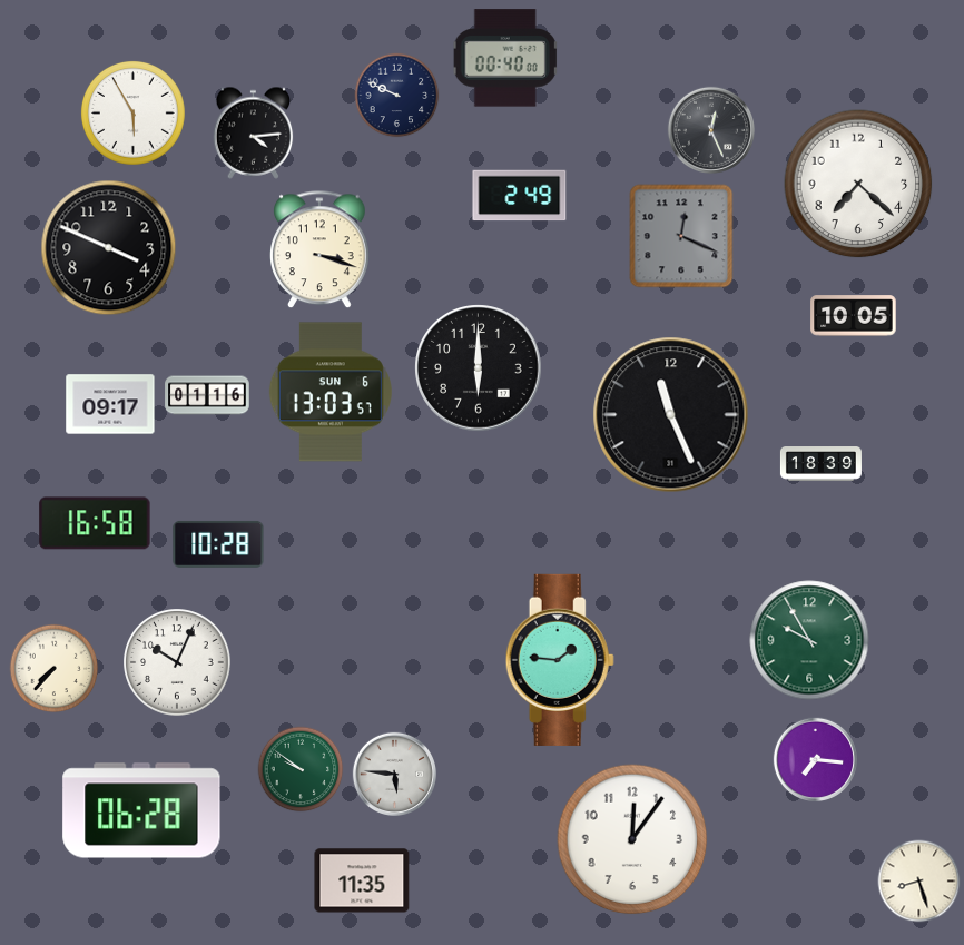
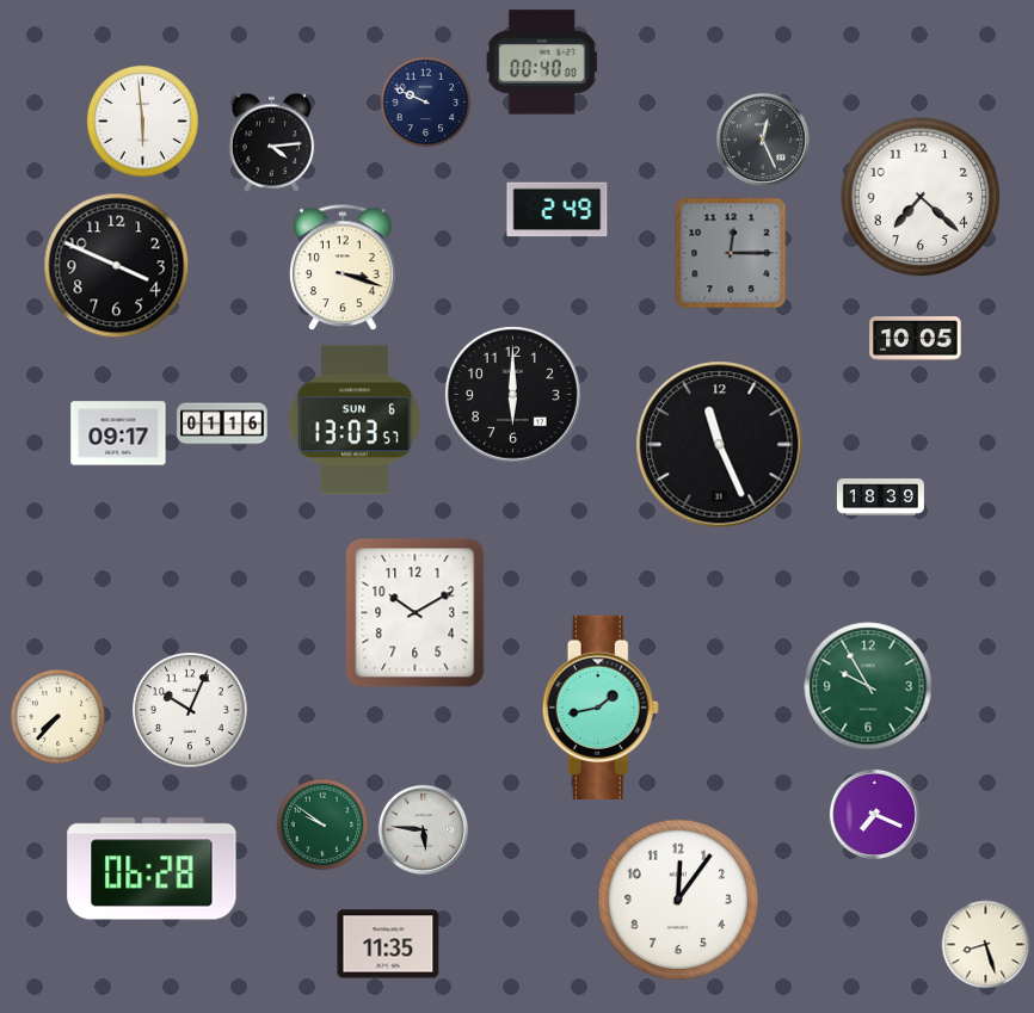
clock at (134, 114): 5:55 -> 5:59
clock at (681, 236): 12:19 -> 12:15
clock at (95, 523): 16:58 -> none
clock at (218, 544): 10:28 -> none
clock at (416, 613): none -> 10:10
clock at (560, 660): 1:46 -> 1:43
clock at (815, 759): 7:16 -> 7:19
